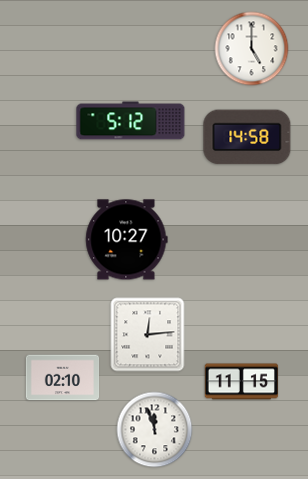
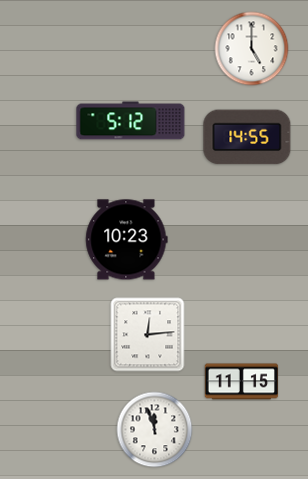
clock at (247, 137): 14:58 -> 14:55
clock at (127, 240): 10:27 -> 10:23
clock at (63, 378): 02:10 -> none
